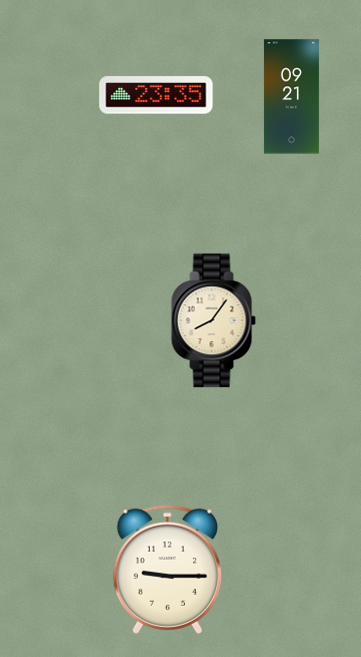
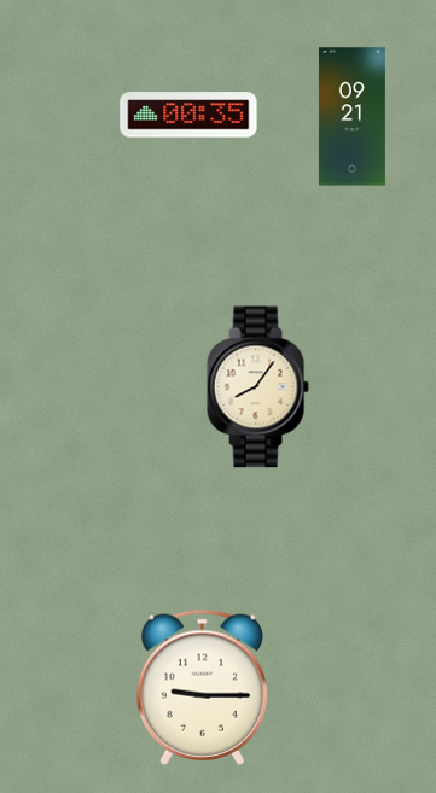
clock at (156, 95): 23:35 -> 00:35
